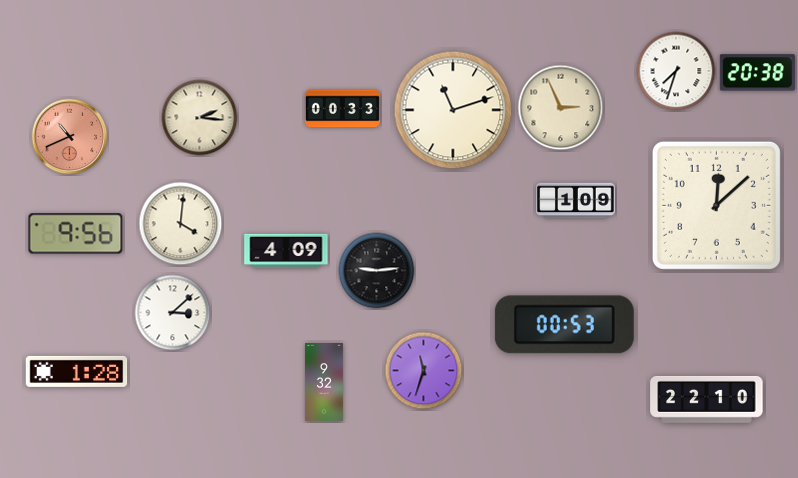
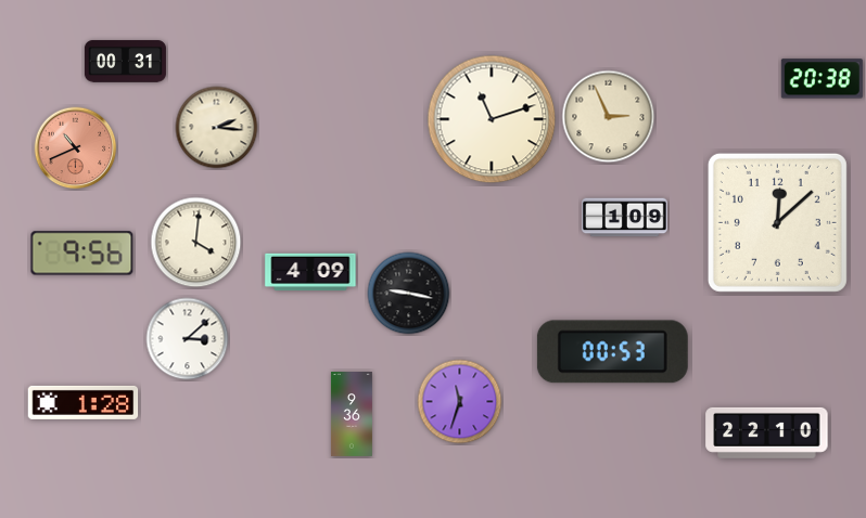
clock at (125, 62): none -> 00:31
clock at (676, 71): 7:33 -> none
clock at (342, 109): 00:33 -> none
clock at (377, 271): 9:14 -> 9:17
clock at (324, 383): 9:32 -> 9:36
